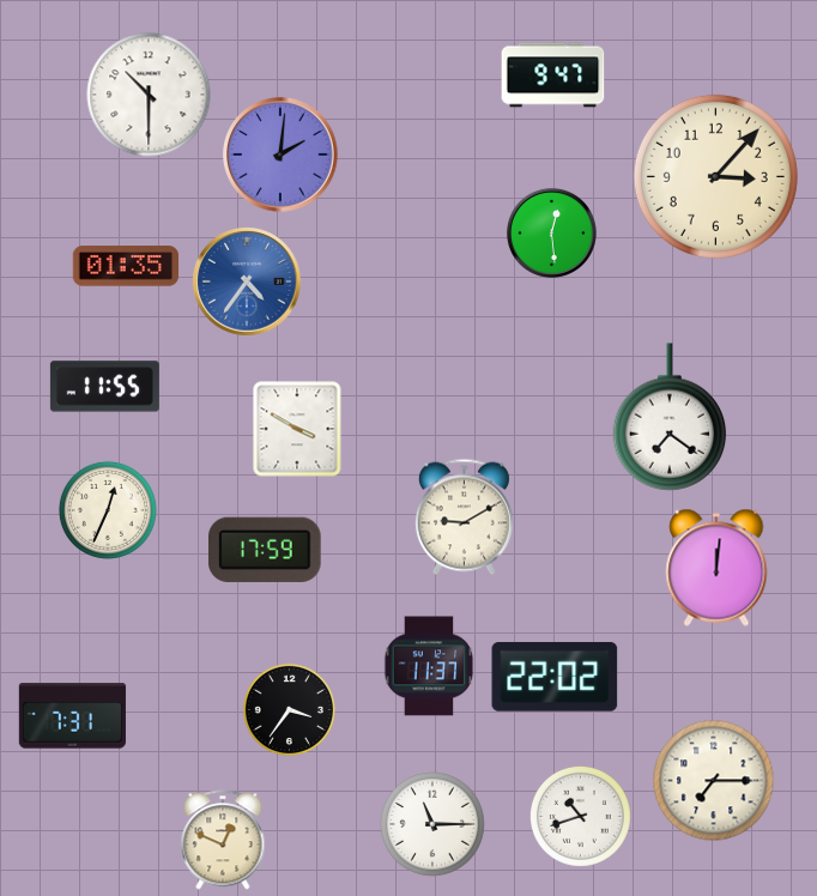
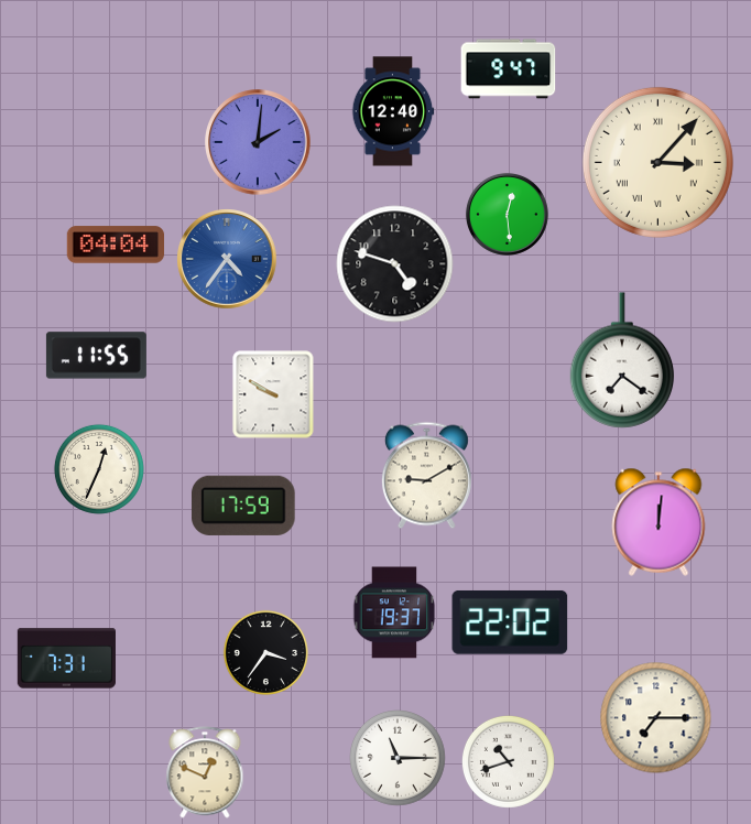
clock at (149, 95): 10:30 -> none
clock at (393, 111): none -> 12:40
clock at (715, 176) numerals: Arabic -> Roman
clock at (126, 266): 01:35 -> 04:04
clock at (395, 264): none -> 4:48
clock at (670, 417) position: (670, 417) -> (622, 360)
clock at (297, 429): 3:50 -> 9:50
clock at (429, 666): 11:37 -> 19:37
clock at (580, 816) position: (580, 816) -> (508, 761)
